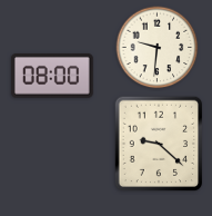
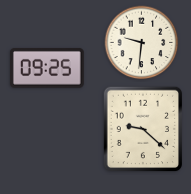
clock at (52, 76): 08:00 -> 09:25
